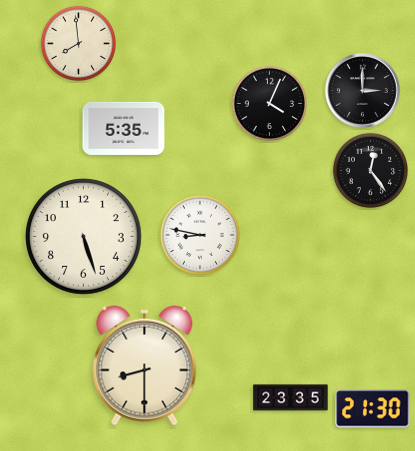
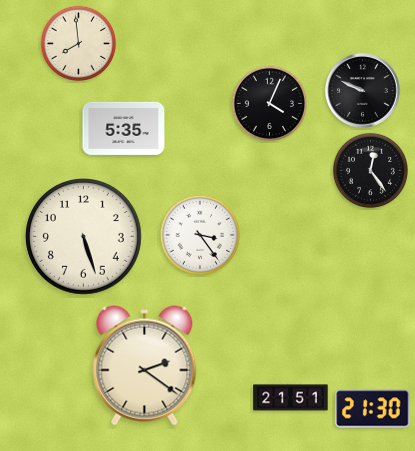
clock at (363, 91): 3:00 -> 9:49
clock at (200, 235): 8:47 -> 3:24
clock at (145, 366): 8:30 -> 2:21
clock at (291, 398): 23:35 -> 21:51
